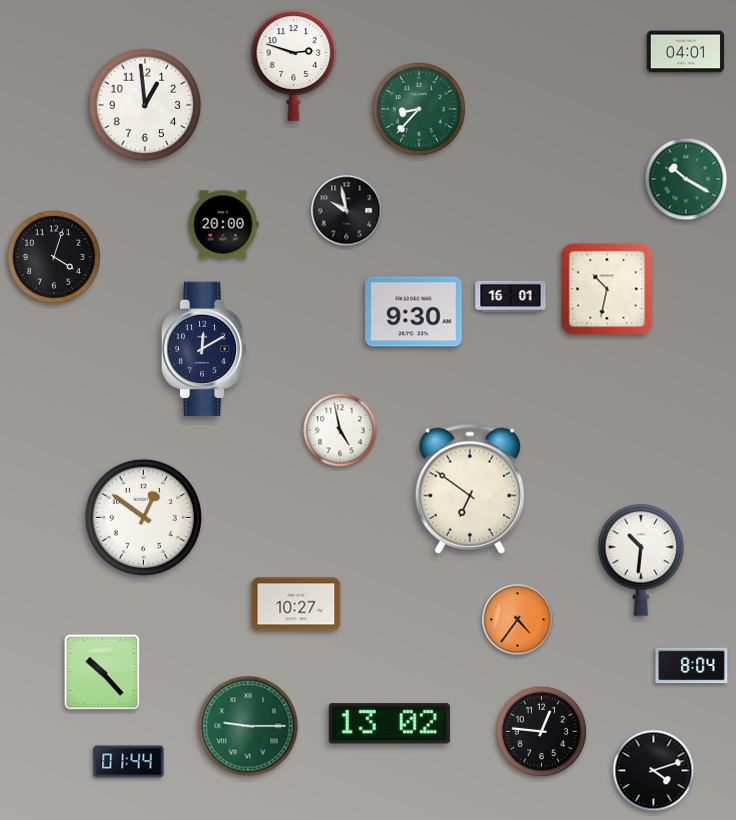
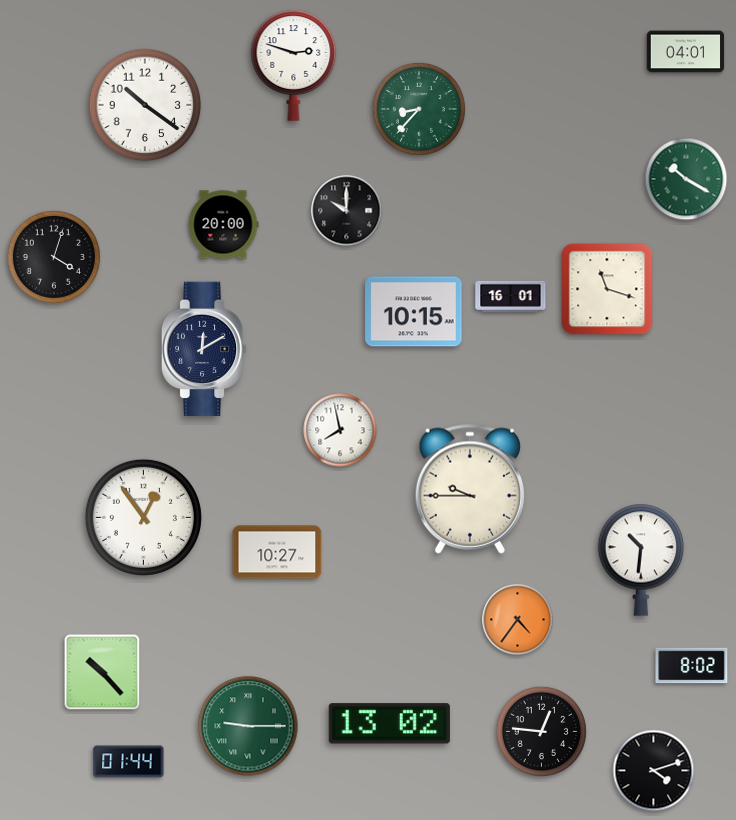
clock at (145, 105): 12:59 -> 10:21
clock at (347, 211): 9:58 -> 10:00
clock at (607, 289): 10:32 -> 11:18
clock at (414, 312): 9:30 -> 10:15
clock at (340, 430): 4:58 -> 7:58
clock at (469, 489): 6:51 -> 9:45
clock at (143, 517): 12:51 -> 12:54
clock at (296, 604) position: (296, 604) -> (277, 552)
clock at (692, 666): 8:04 -> 8:02
